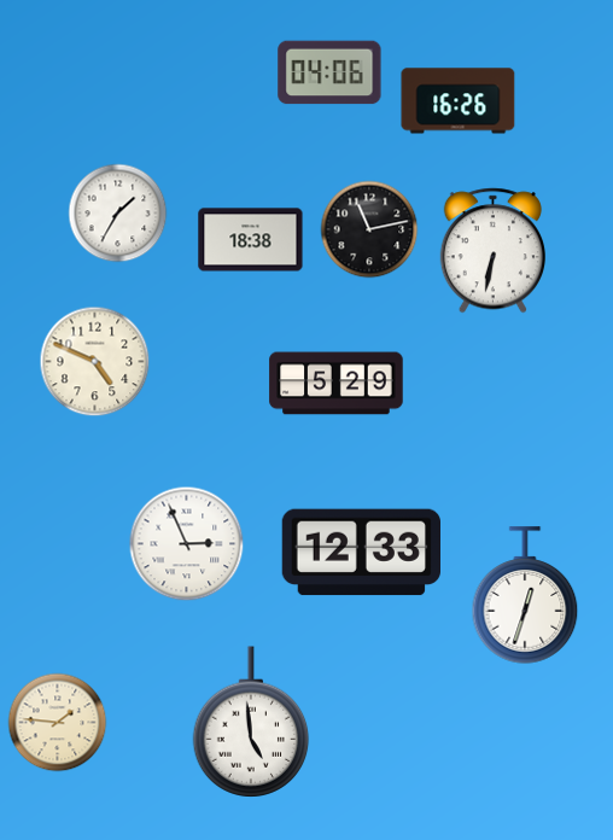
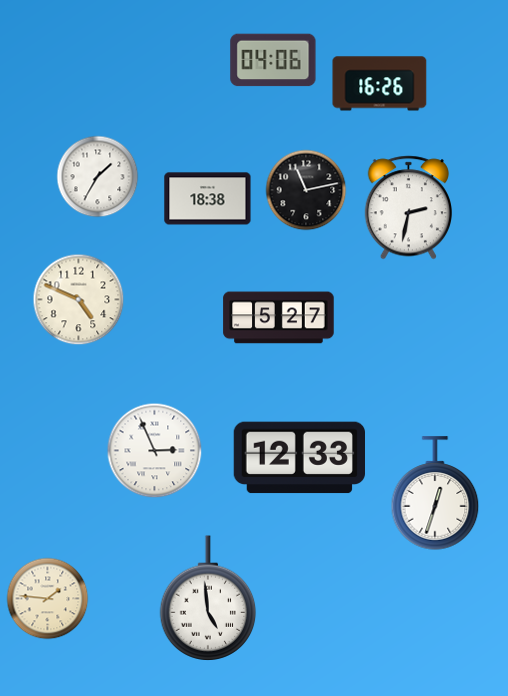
clock at (492, 251): 6:32 -> 2:32
clock at (337, 384): 5:29 -> 5:27
